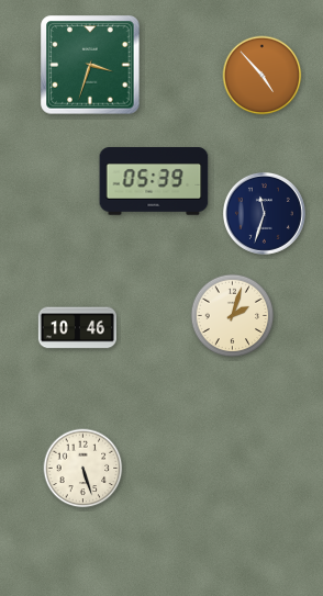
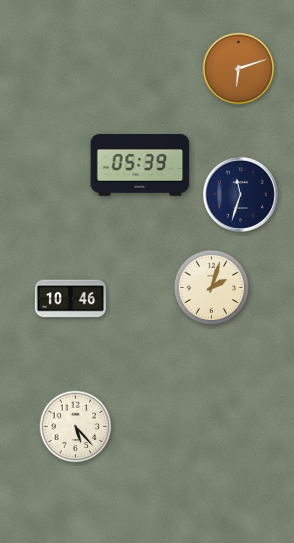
clock at (90, 65): 3:33 -> none
clock at (263, 76): 4:53 -> 6:12
clock at (83, 469): 5:27 -> 5:23
